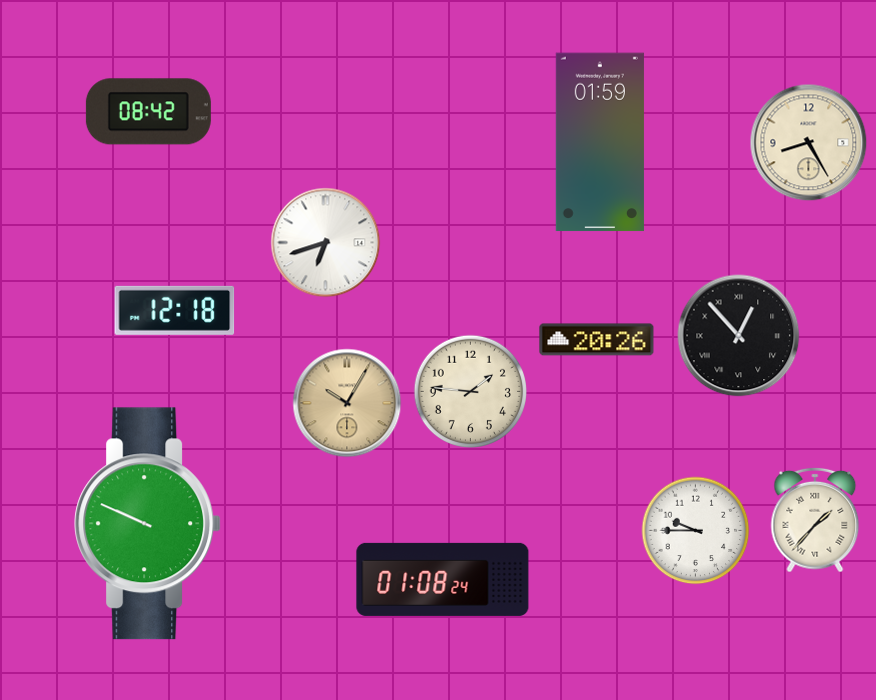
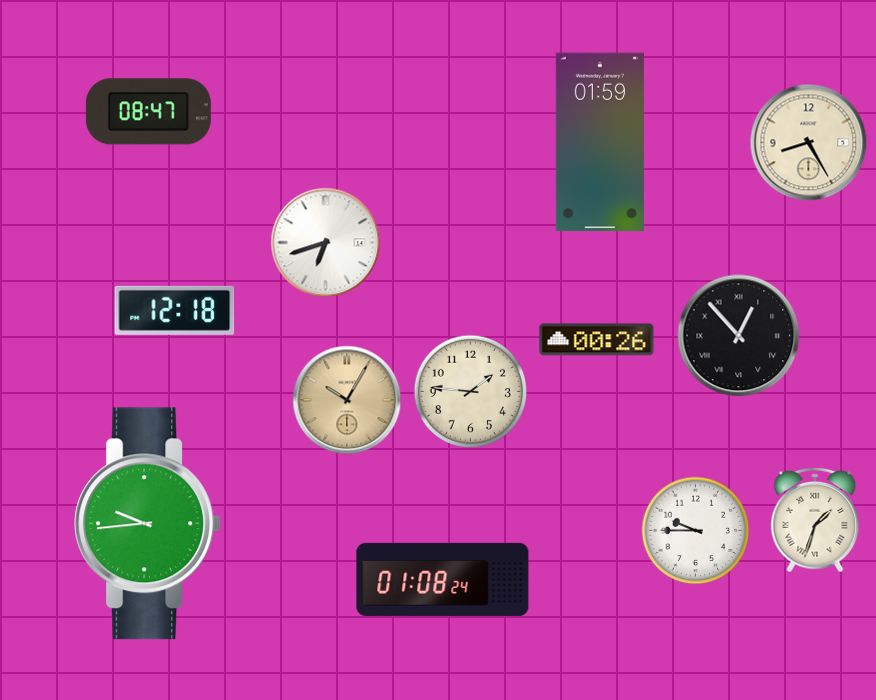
clock at (148, 112): 08:42 -> 08:47
clock at (597, 340): 20:26 -> 00:26
clock at (347, 403) position: (347, 403) -> (347, 400)
clock at (815, 520): 1:37 -> 1:33
clock at (148, 524): 9:49 -> 9:44
